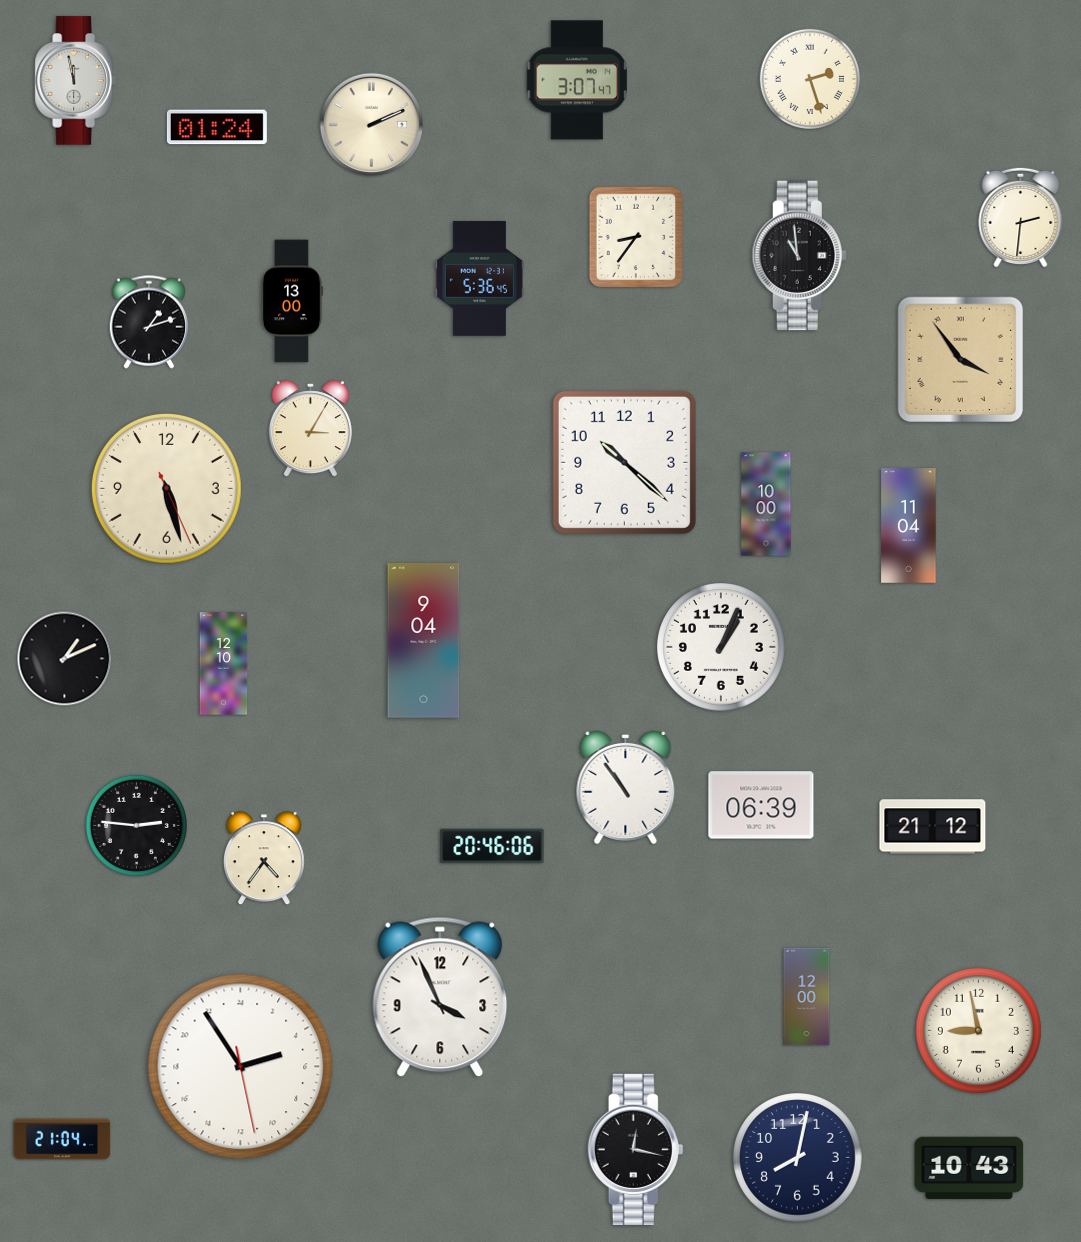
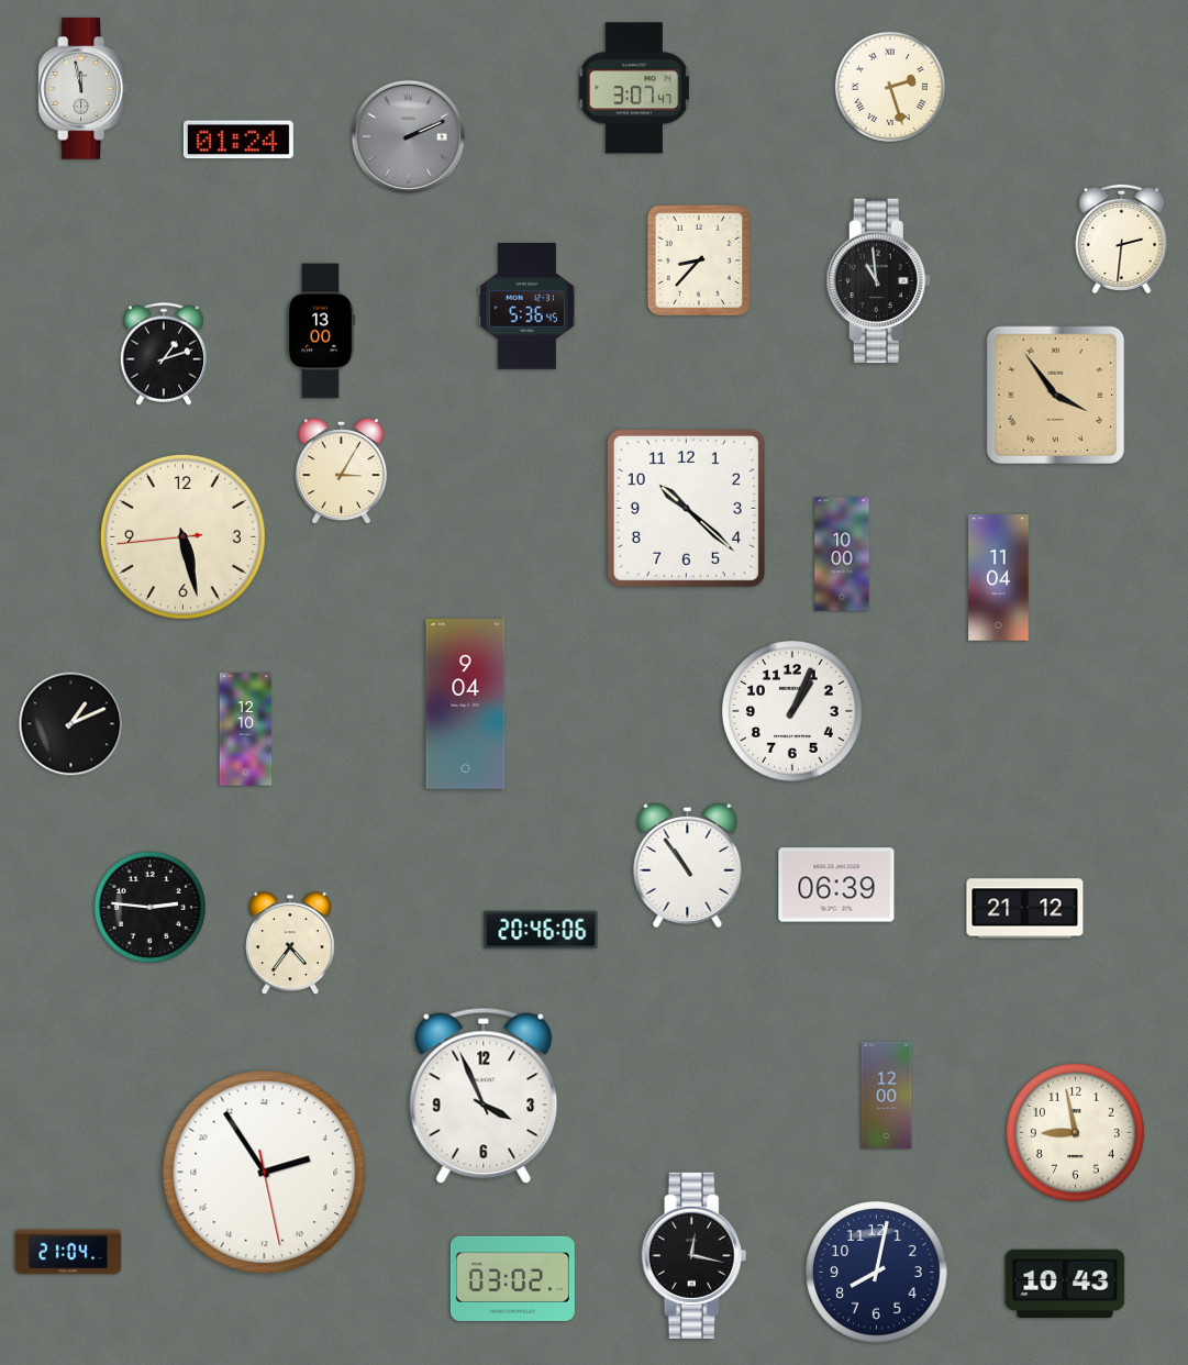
clock at (371, 124) dial: cream -> grey
clock at (636, 237): 8:36 -> 8:37
clock at (166, 488): 5:27:26 -> 5:27:44
clock at (636, 1149) position: (636, 1149) -> (695, 1255)
clock at (512, 1278): none -> 03:02
